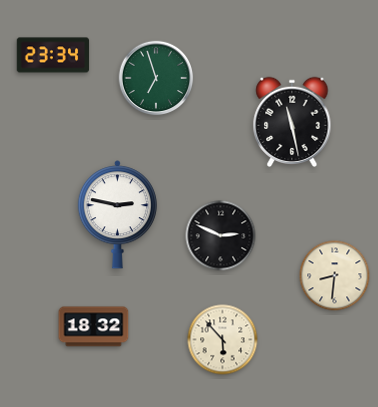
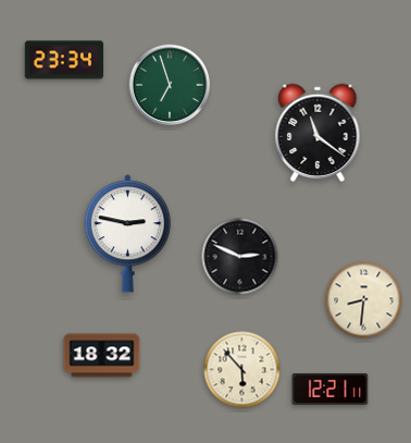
clock at (53, 55) position: (53, 55) -> (64, 60)
clock at (292, 121): 11:28 -> 11:21
clock at (331, 389): none -> 12:21
